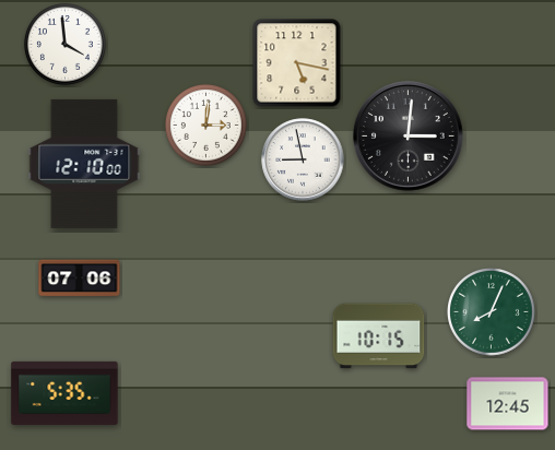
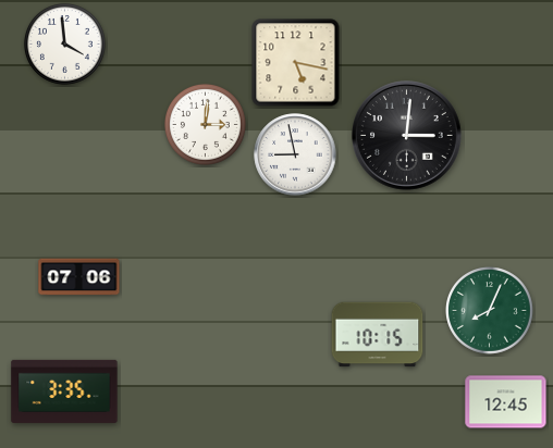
clock at (303, 159) position: (303, 159) -> (295, 154)
clock at (84, 164): 12:10 -> none
clock at (64, 393): 5:35 -> 3:35
